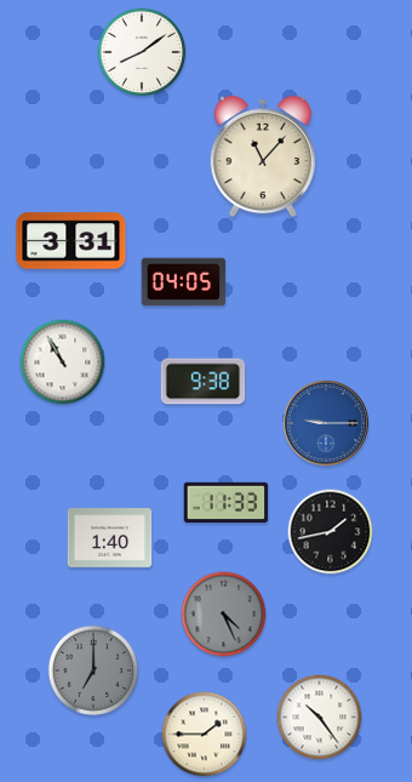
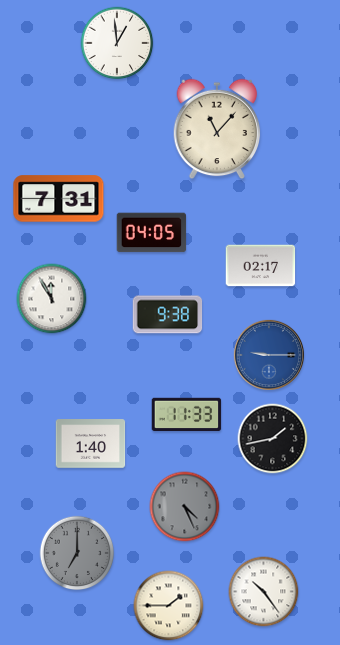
clock at (142, 52): 8:09 -> 12:59
clock at (71, 241): 3:31 -> 7:31
clock at (261, 266): none -> 02:17
clock at (63, 363): 10:55 -> 11:55
clock at (326, 423) position: (326, 423) -> (269, 355)
